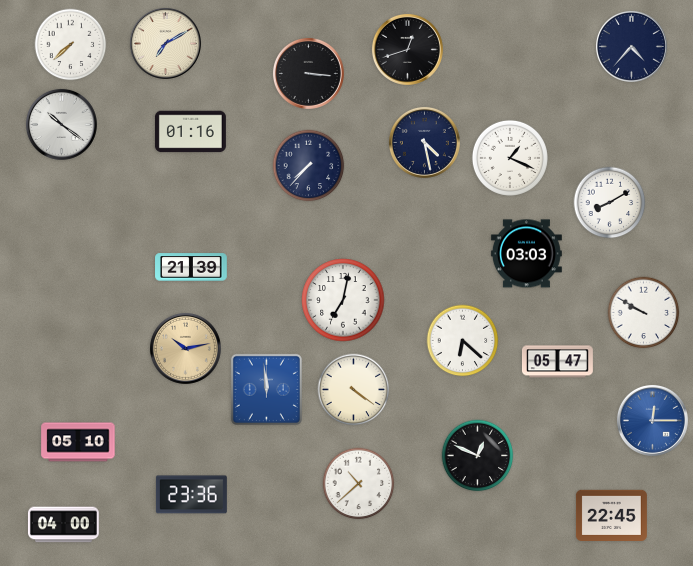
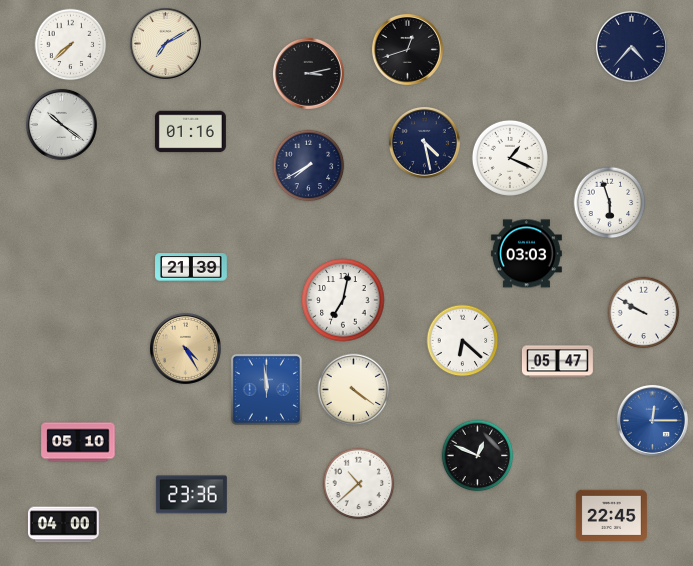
clock at (308, 73): 3:16 -> 3:13
clock at (309, 166): 7:37 -> 7:40
clock at (610, 203): 8:10 -> 5:57
clock at (185, 348): 10:13 -> 4:25
